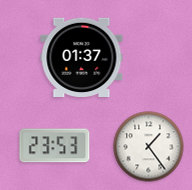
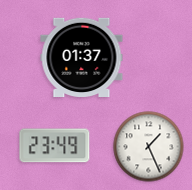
clock at (55, 146): 23:53 -> 23:49
clock at (149, 147): 1:24 -> 1:26
